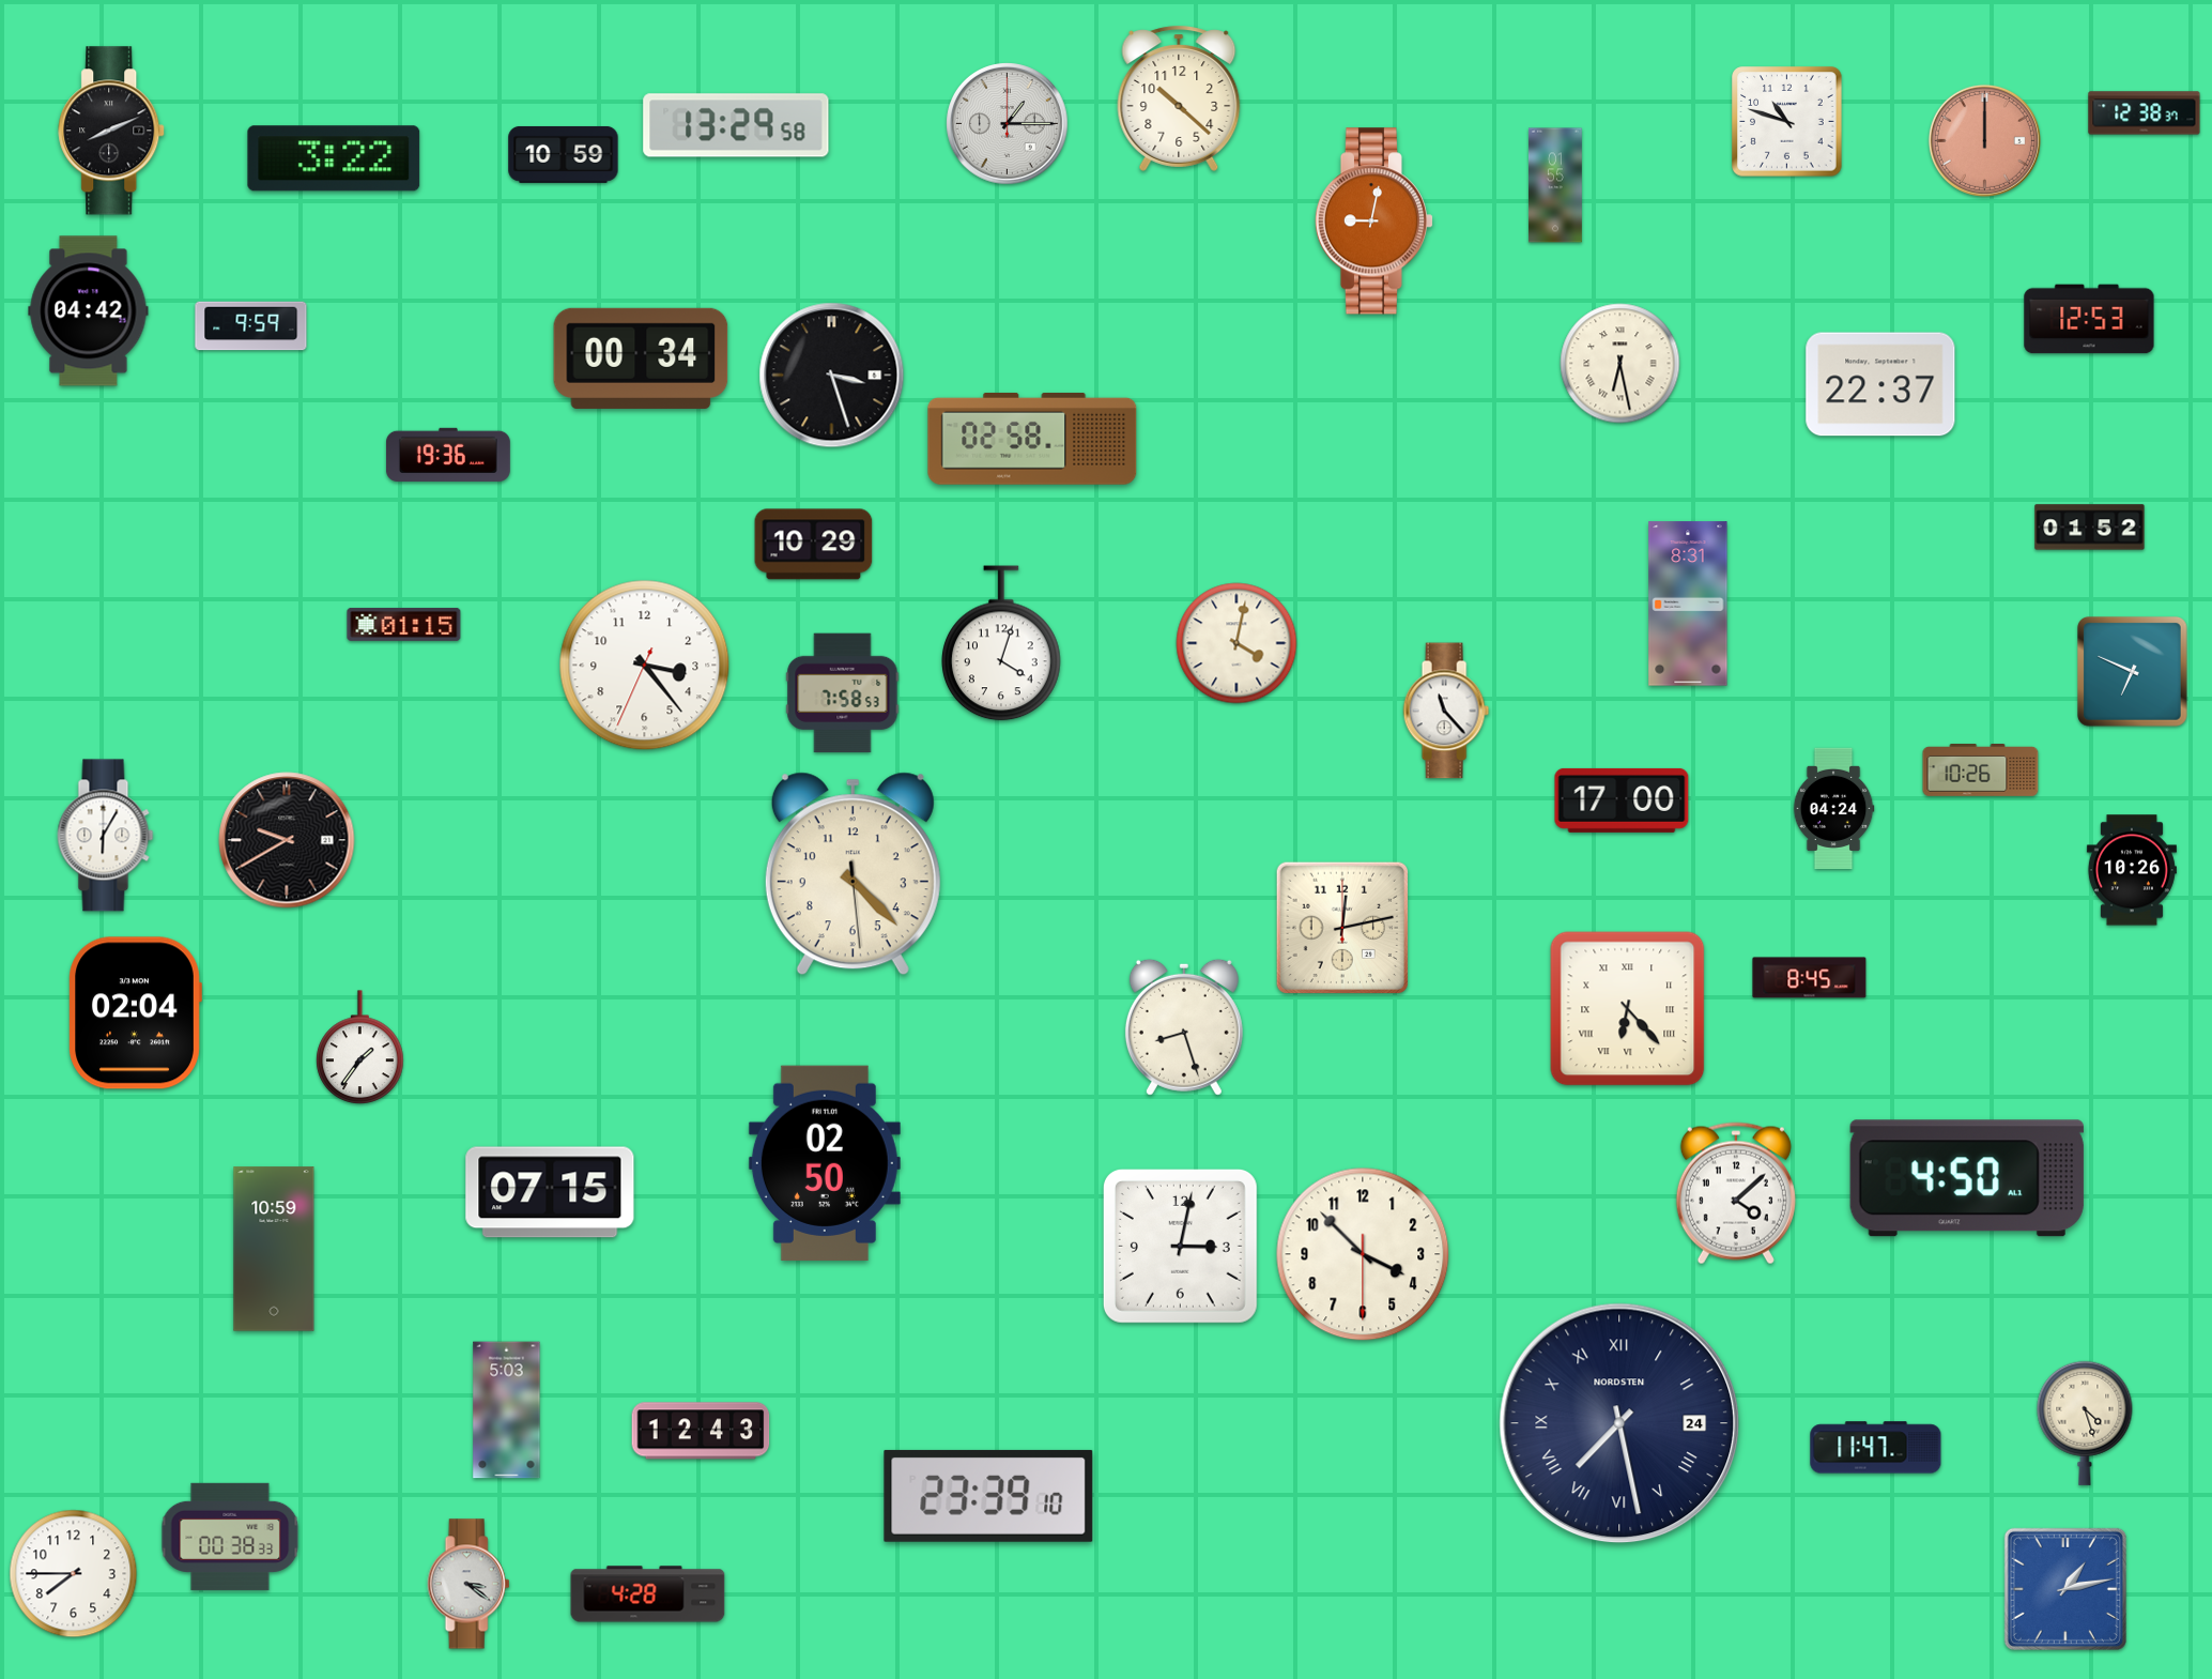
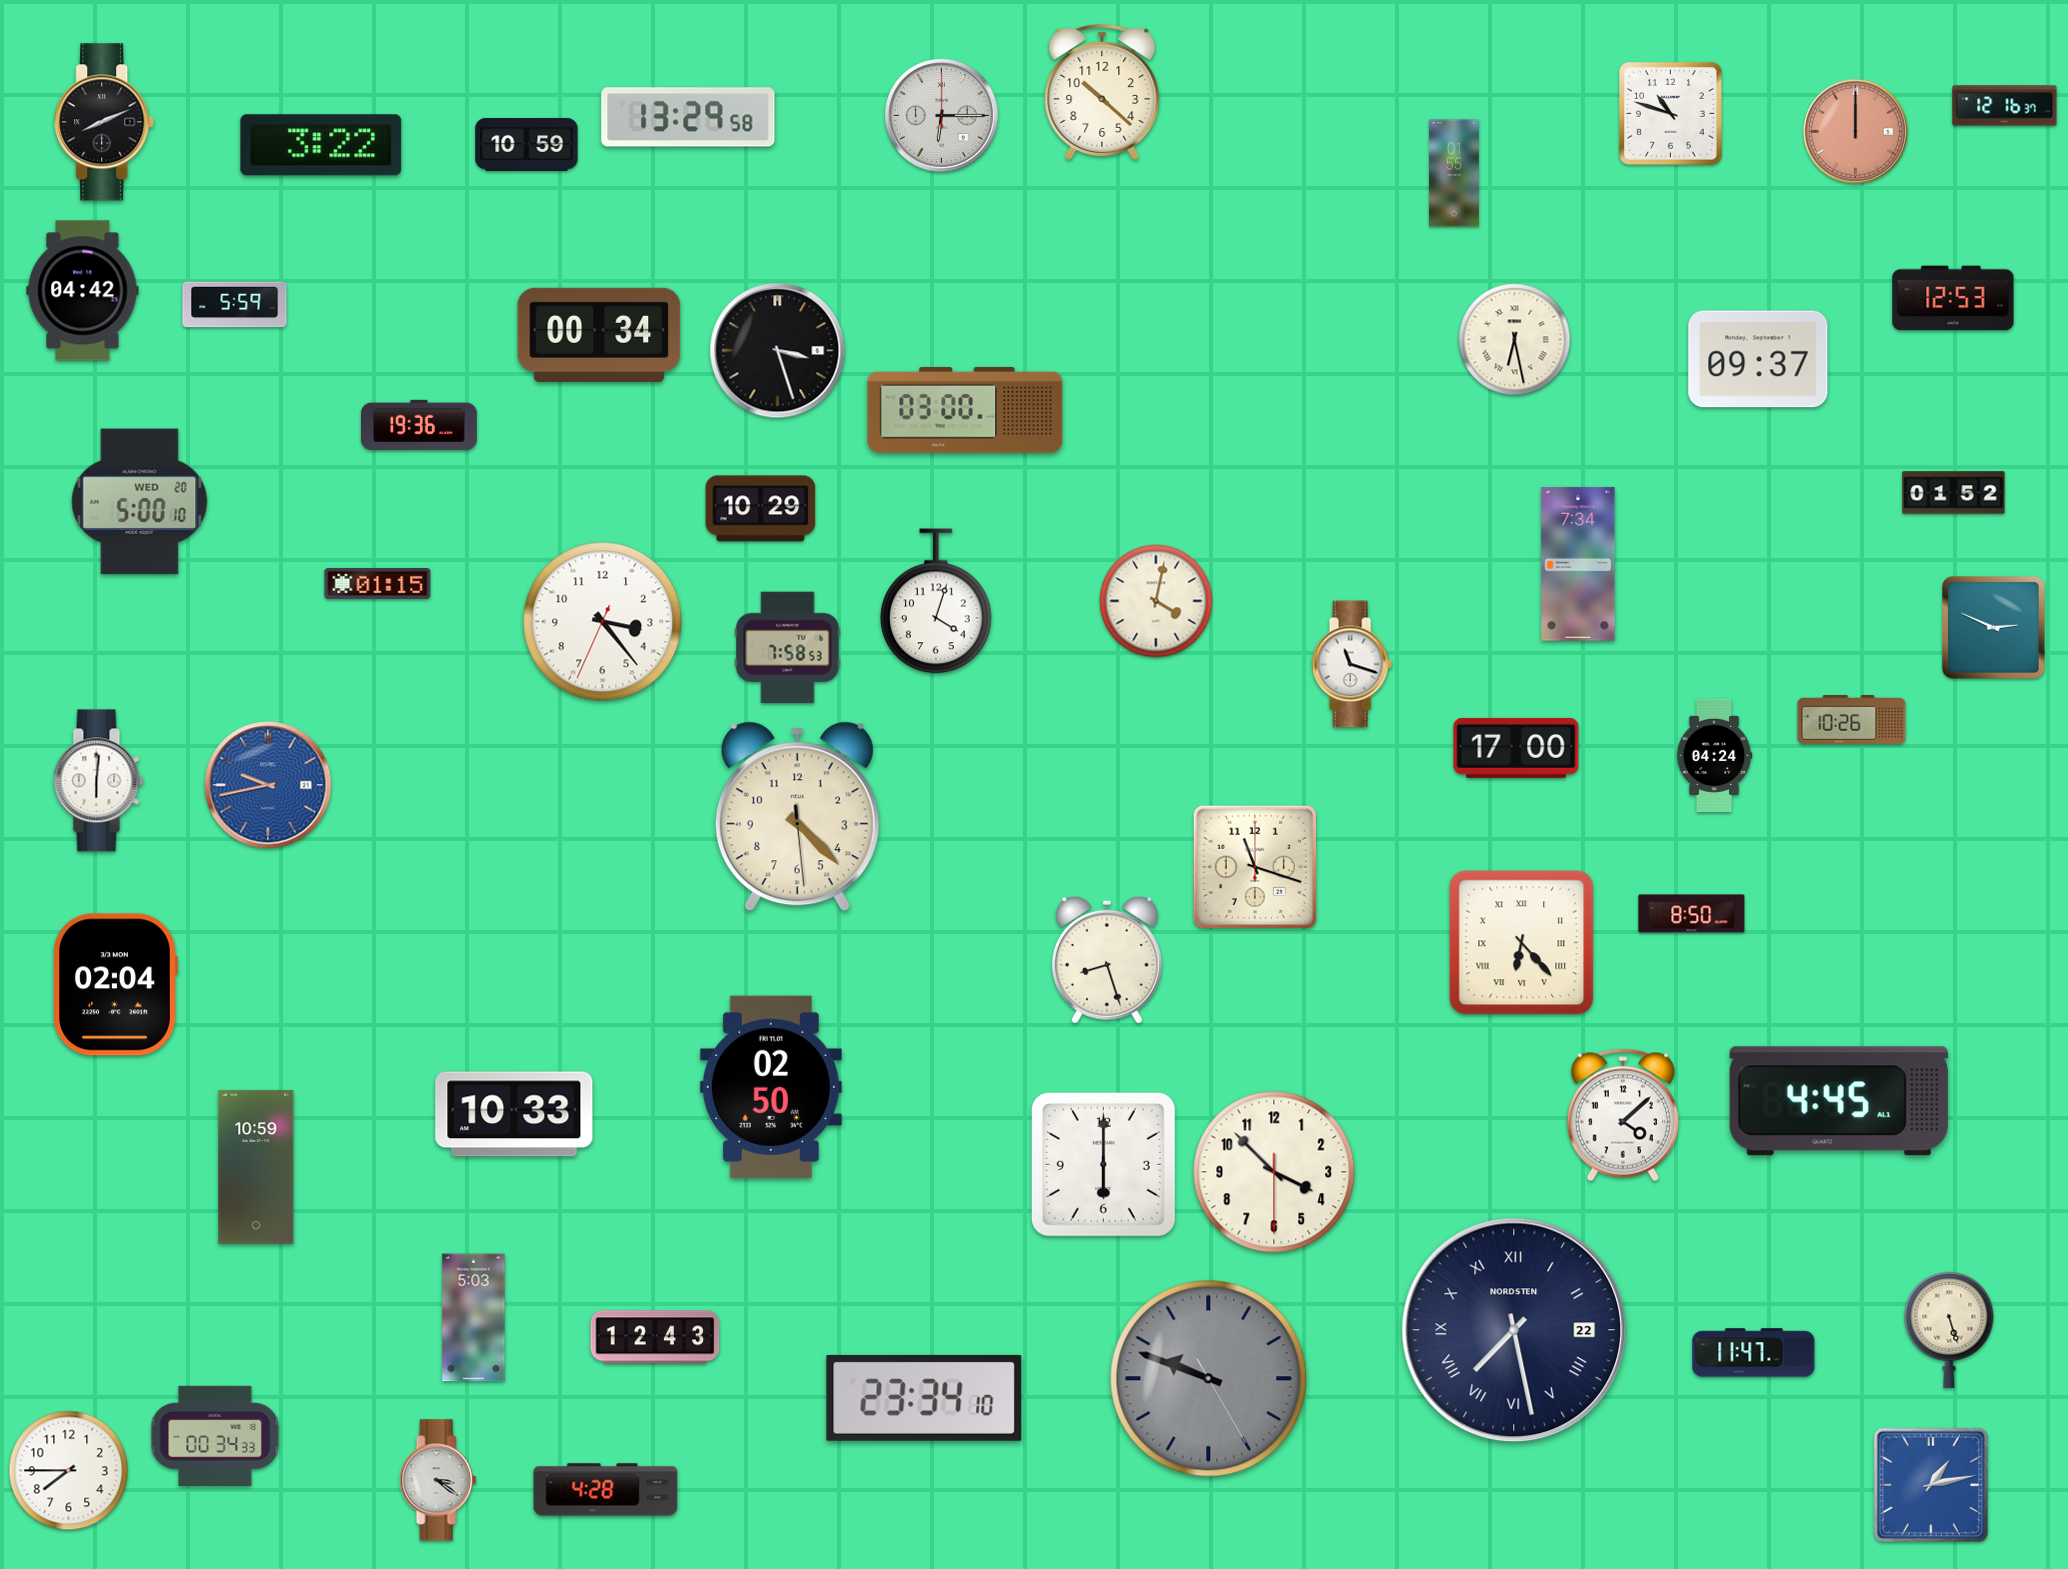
clock at (2145, 113): 12:38 -> 12:16
clock at (1008, 124): 1:15 -> 6:15
clock at (334, 158) position: (334, 158) -> (321, 145)
clock at (1374, 222): 9:02 -> none
clock at (251, 326): 9:59 -> 5:59
clock at (1880, 384): 22:37 -> 09:37
clock at (1032, 439): 02:58 -> 03:00
clock at (140, 502): none -> 5:00
clock at (1688, 604): 8:31 -> 7:34
clock at (2133, 672): 6:49 -> 2:49
clock at (1446, 711): 11:23 -> 11:18
clock at (106, 836): 6:05 -> 6:01
clock at (287, 840): 9:40 -> 9:43
clock at (287, 840) dial: black -> blue
clock at (2132, 870): 10:26 -> none
clock at (1341, 927): 12:13 -> 11:18
clock at (1810, 978): 8:45 -> 8:50
clock at (135, 1013) position: (135, 1013) -> (115, 985)
clock at (360, 1047): 1:36 -> none
clock at (1967, 1178): 4:50 -> 4:45
clock at (550, 1192): 07:15 -> 10:33
clock at (1180, 1246): 3:02 -> 6:00
clock at (1619, 1423) date: 24 -> 22
clock at (2085, 1423): 4:27 -> 5:27
clock at (1209, 1379): none -> 9:48
clock at (988, 1496): 23:39 -> 23:34
clock at (230, 1537): 00:38 -> 00:34
